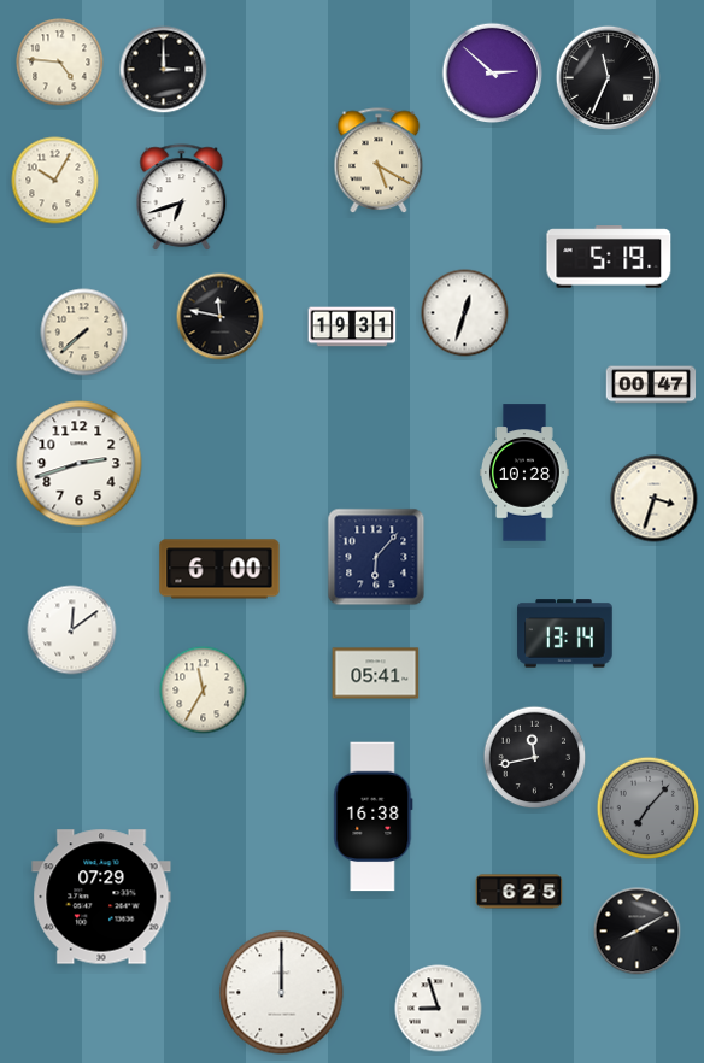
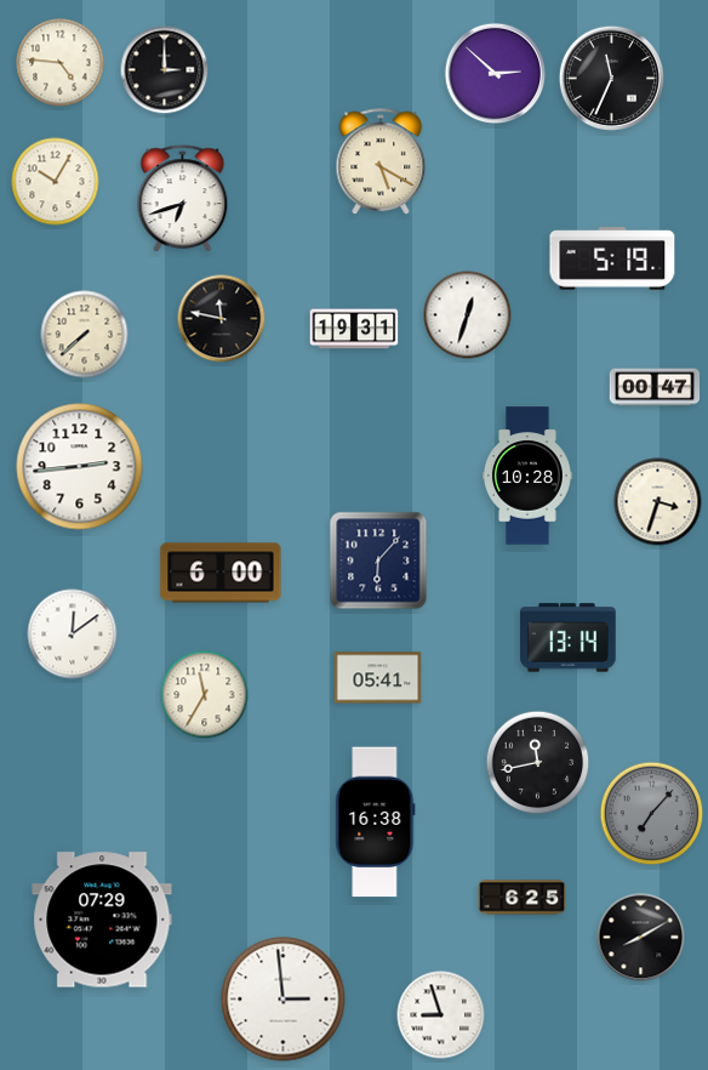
clock at (80, 464): 2:42 -> 2:44
clock at (101, 897) position: (101, 897) -> (102, 920)
clock at (282, 993): 12:00 -> 2:59
